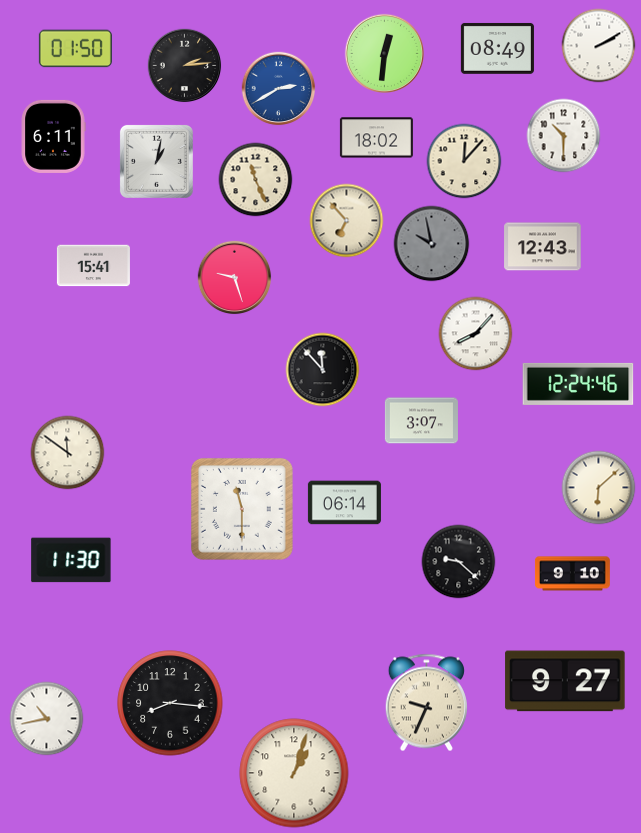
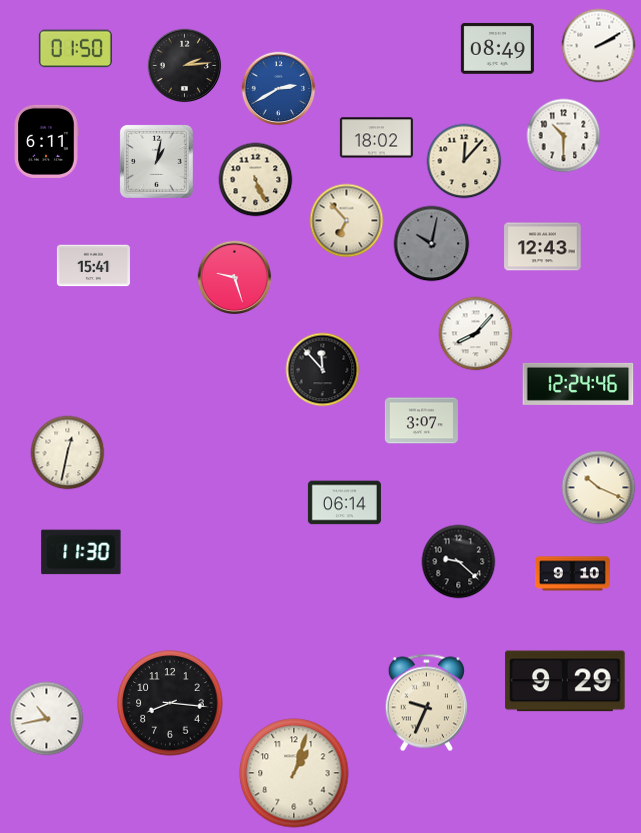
clock at (384, 53): 12:31 -> none
clock at (53, 136) position: (53, 136) -> (46, 141)
clock at (256, 180): 11:26 -> 5:26
clock at (432, 244): 9:58 -> 10:02
clock at (68, 453): 11:51 -> 12:32
clock at (599, 488): 6:08 -> 10:19
clock at (242, 509): 11:30 -> none
clock at (71, 560) position: (71, 560) -> (81, 552)
clock at (565, 681): 9:27 -> 9:29
